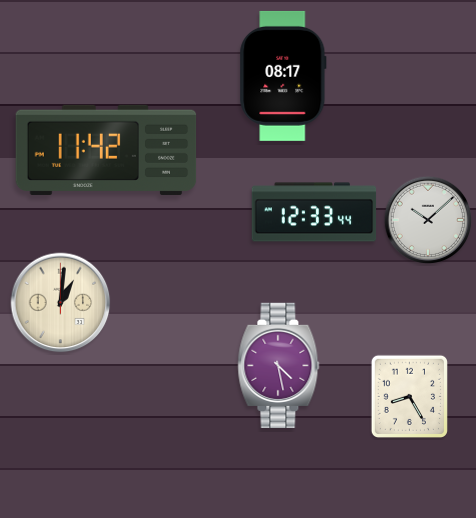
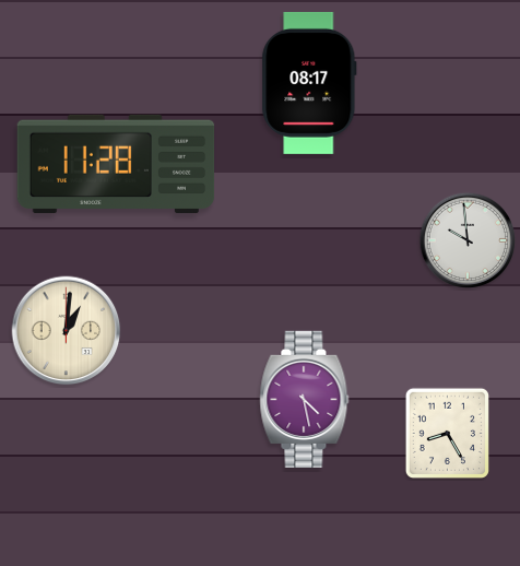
clock at (106, 150): 11:42 -> 11:28
clock at (314, 212): 12:33 -> none
clock at (428, 220): 10:08 -> 9:59
